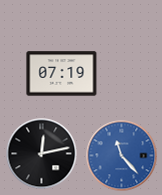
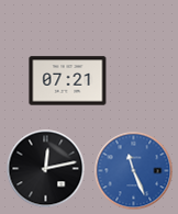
clock at (62, 74): 07:19 -> 07:21
clock at (122, 156): 11:23 -> 11:26
